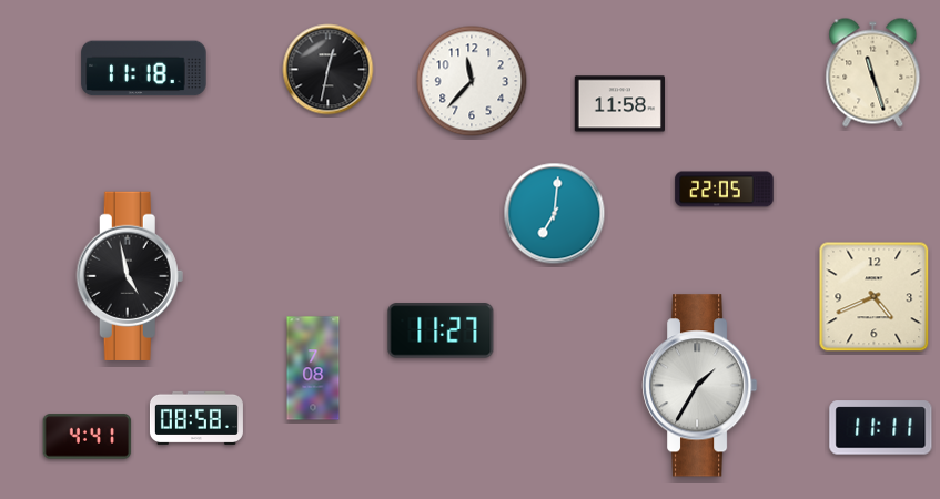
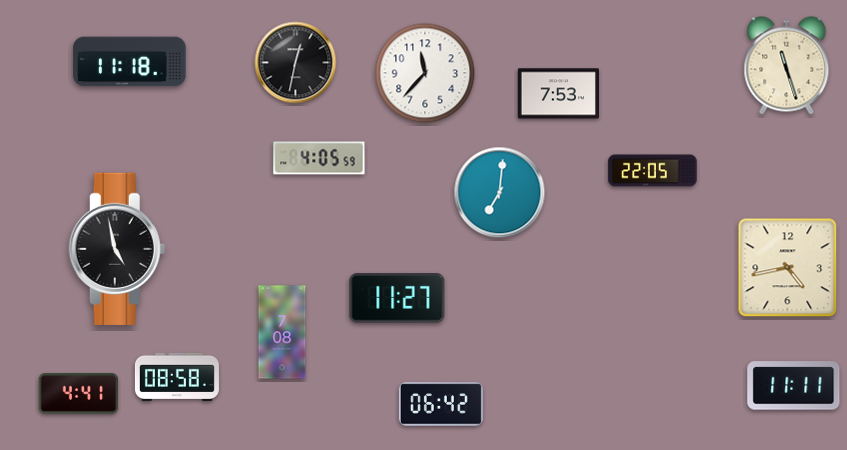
clock at (619, 104): 11:58 -> 7:53
clock at (319, 158): none -> 4:05
clock at (875, 297): 4:41 -> 4:43
clock at (700, 386): 1:35 -> none
clock at (441, 404): none -> 06:42
